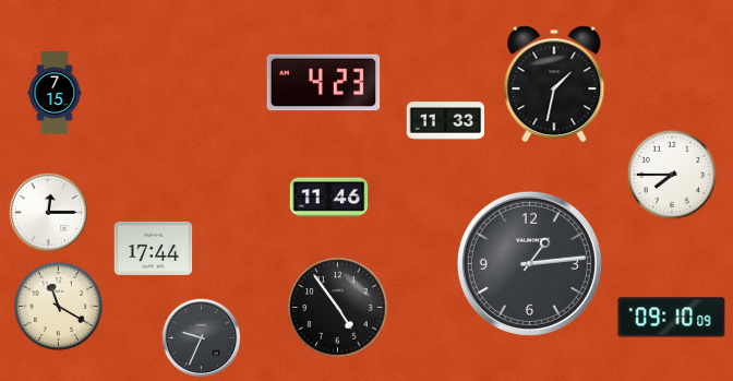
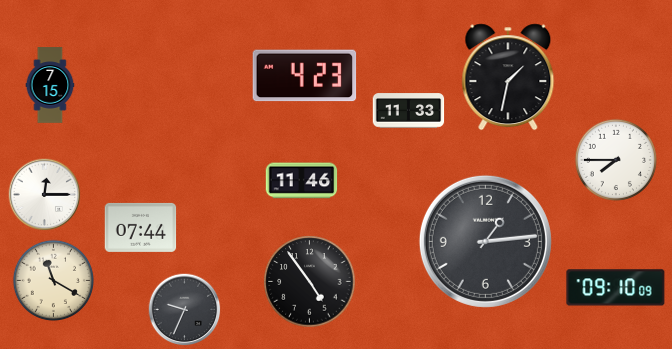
clock at (324, 83) position: (324, 83) -> (305, 76)
clock at (154, 248): 17:44 -> 07:44
clock at (672, 318) position: (672, 318) -> (616, 288)
